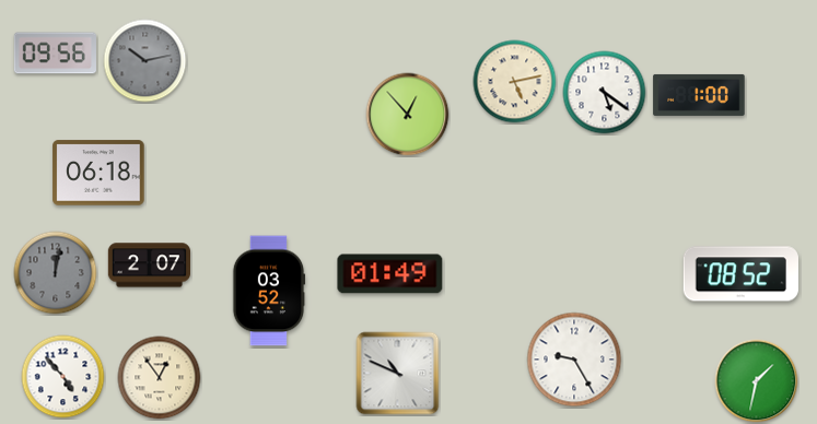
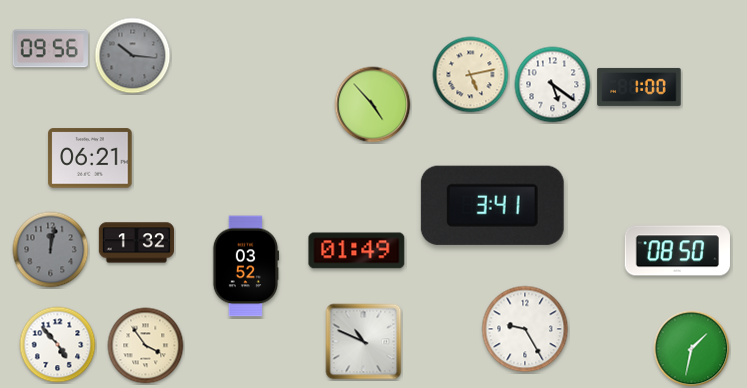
clock at (145, 61): 10:13 -> 10:16
clock at (408, 115): 12:53 -> 4:53
clock at (98, 173): 06:18 -> 06:21
clock at (492, 205): none -> 3:41
clock at (149, 266): 2:07 -> 1:32
clock at (740, 274): 08:52 -> 08:50
clock at (160, 378): 12:54 -> 3:54
